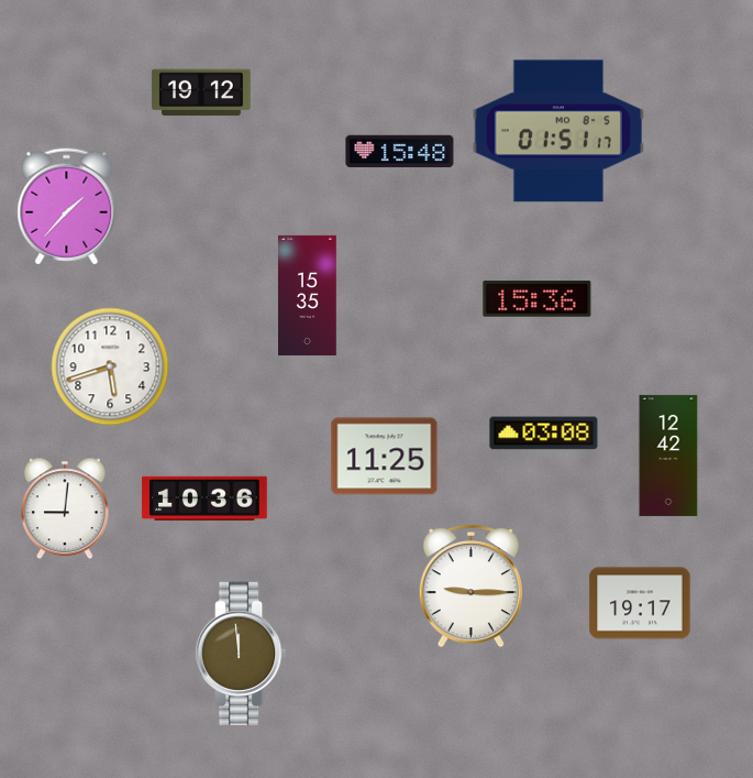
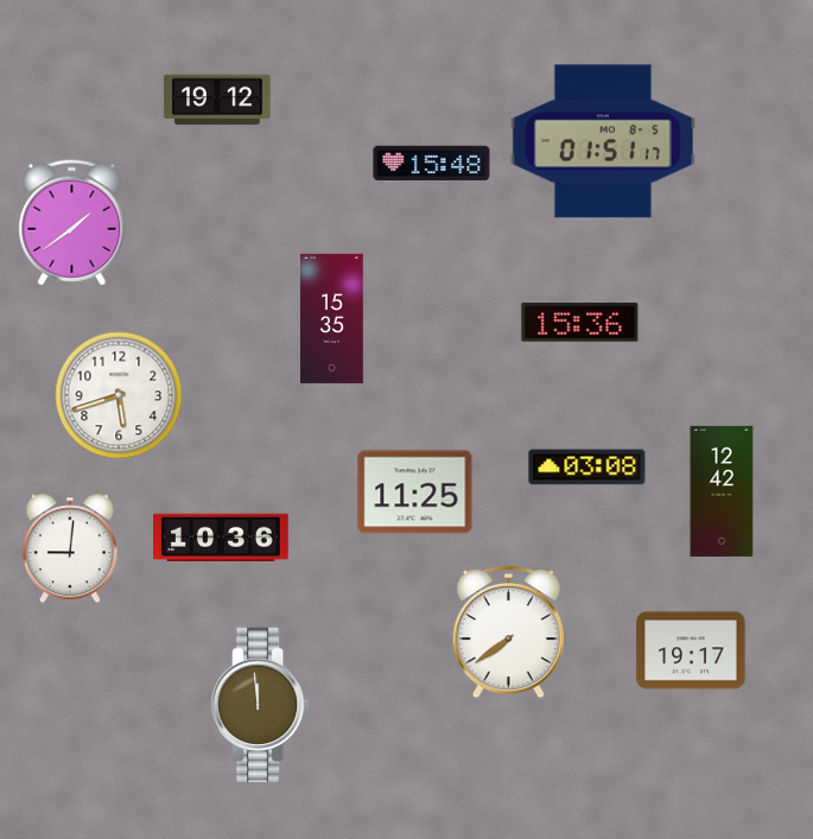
clock at (67, 207): 1:37 -> 1:39
clock at (470, 585): 9:15 -> 7:39
